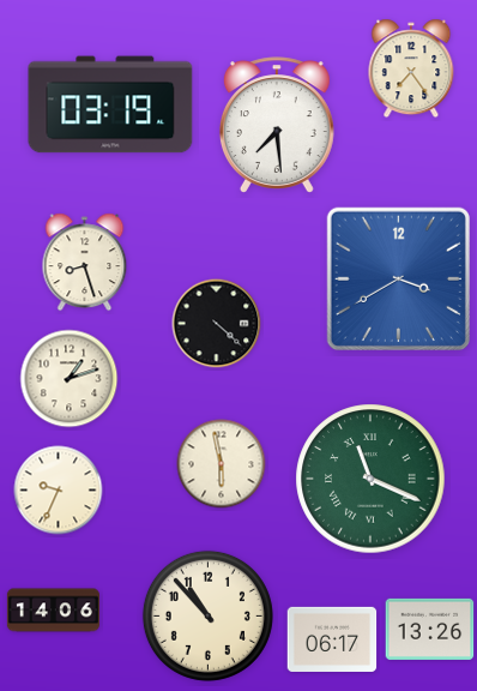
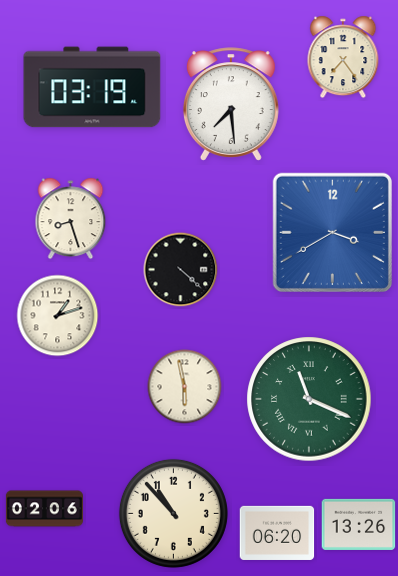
clock at (59, 491): 9:34 -> none
clock at (53, 611): 14:06 -> 02:06
clock at (332, 639): 06:17 -> 06:20
